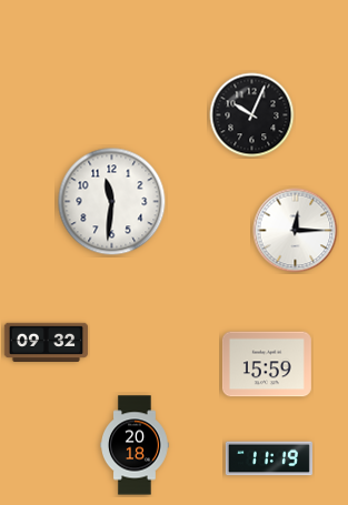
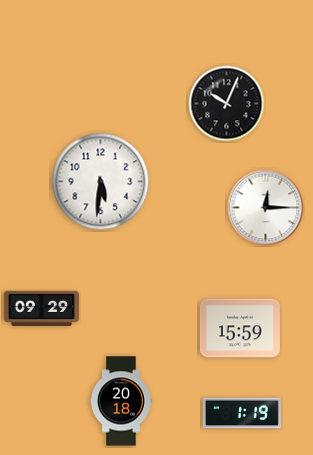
clock at (112, 202): 11:31 -> 5:31
clock at (47, 343): 09:32 -> 09:29
clock at (269, 458): 11:19 -> 1:19
